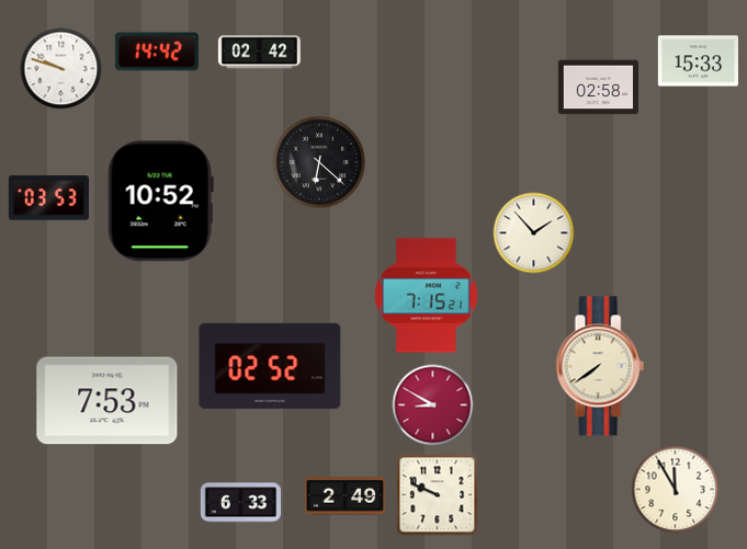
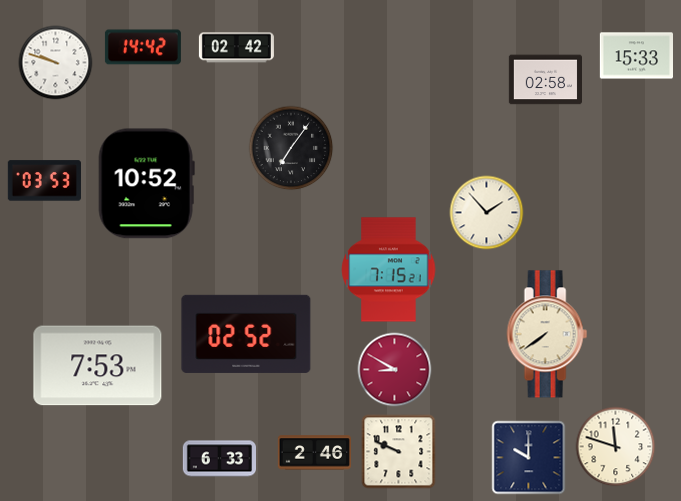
clock at (319, 162): 6:22 -> 7:06
clock at (676, 490): 11:55 -> 11:48
clock at (344, 496): 2:49 -> 2:46
clock at (529, 458): none -> 10:00
